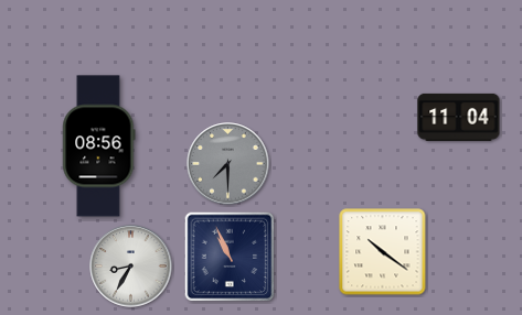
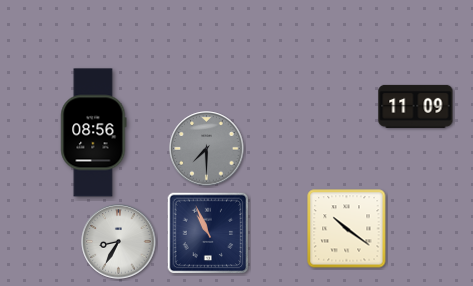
clock at (459, 117): 11:04 -> 11:09
clock at (99, 146) position: (99, 146) -> (94, 133)
